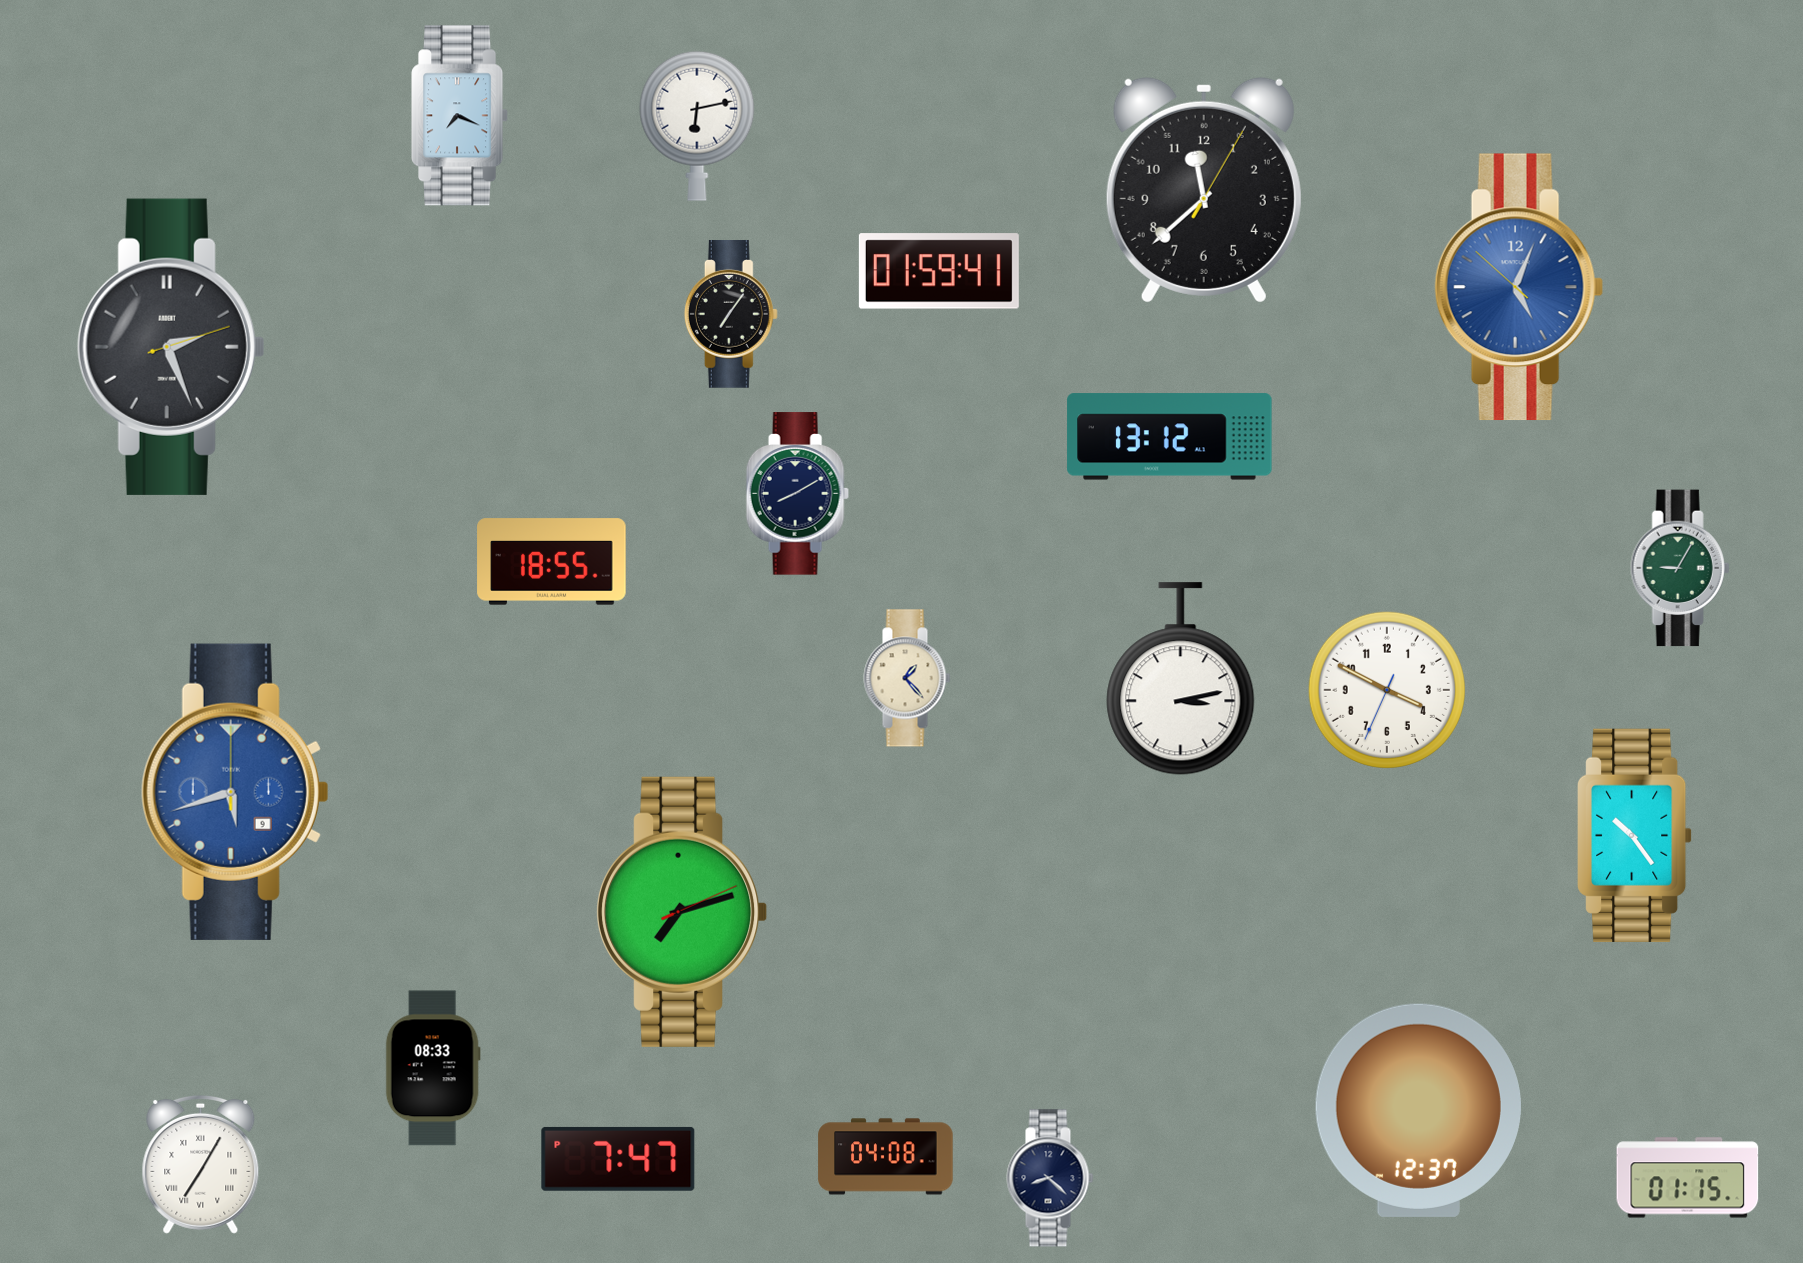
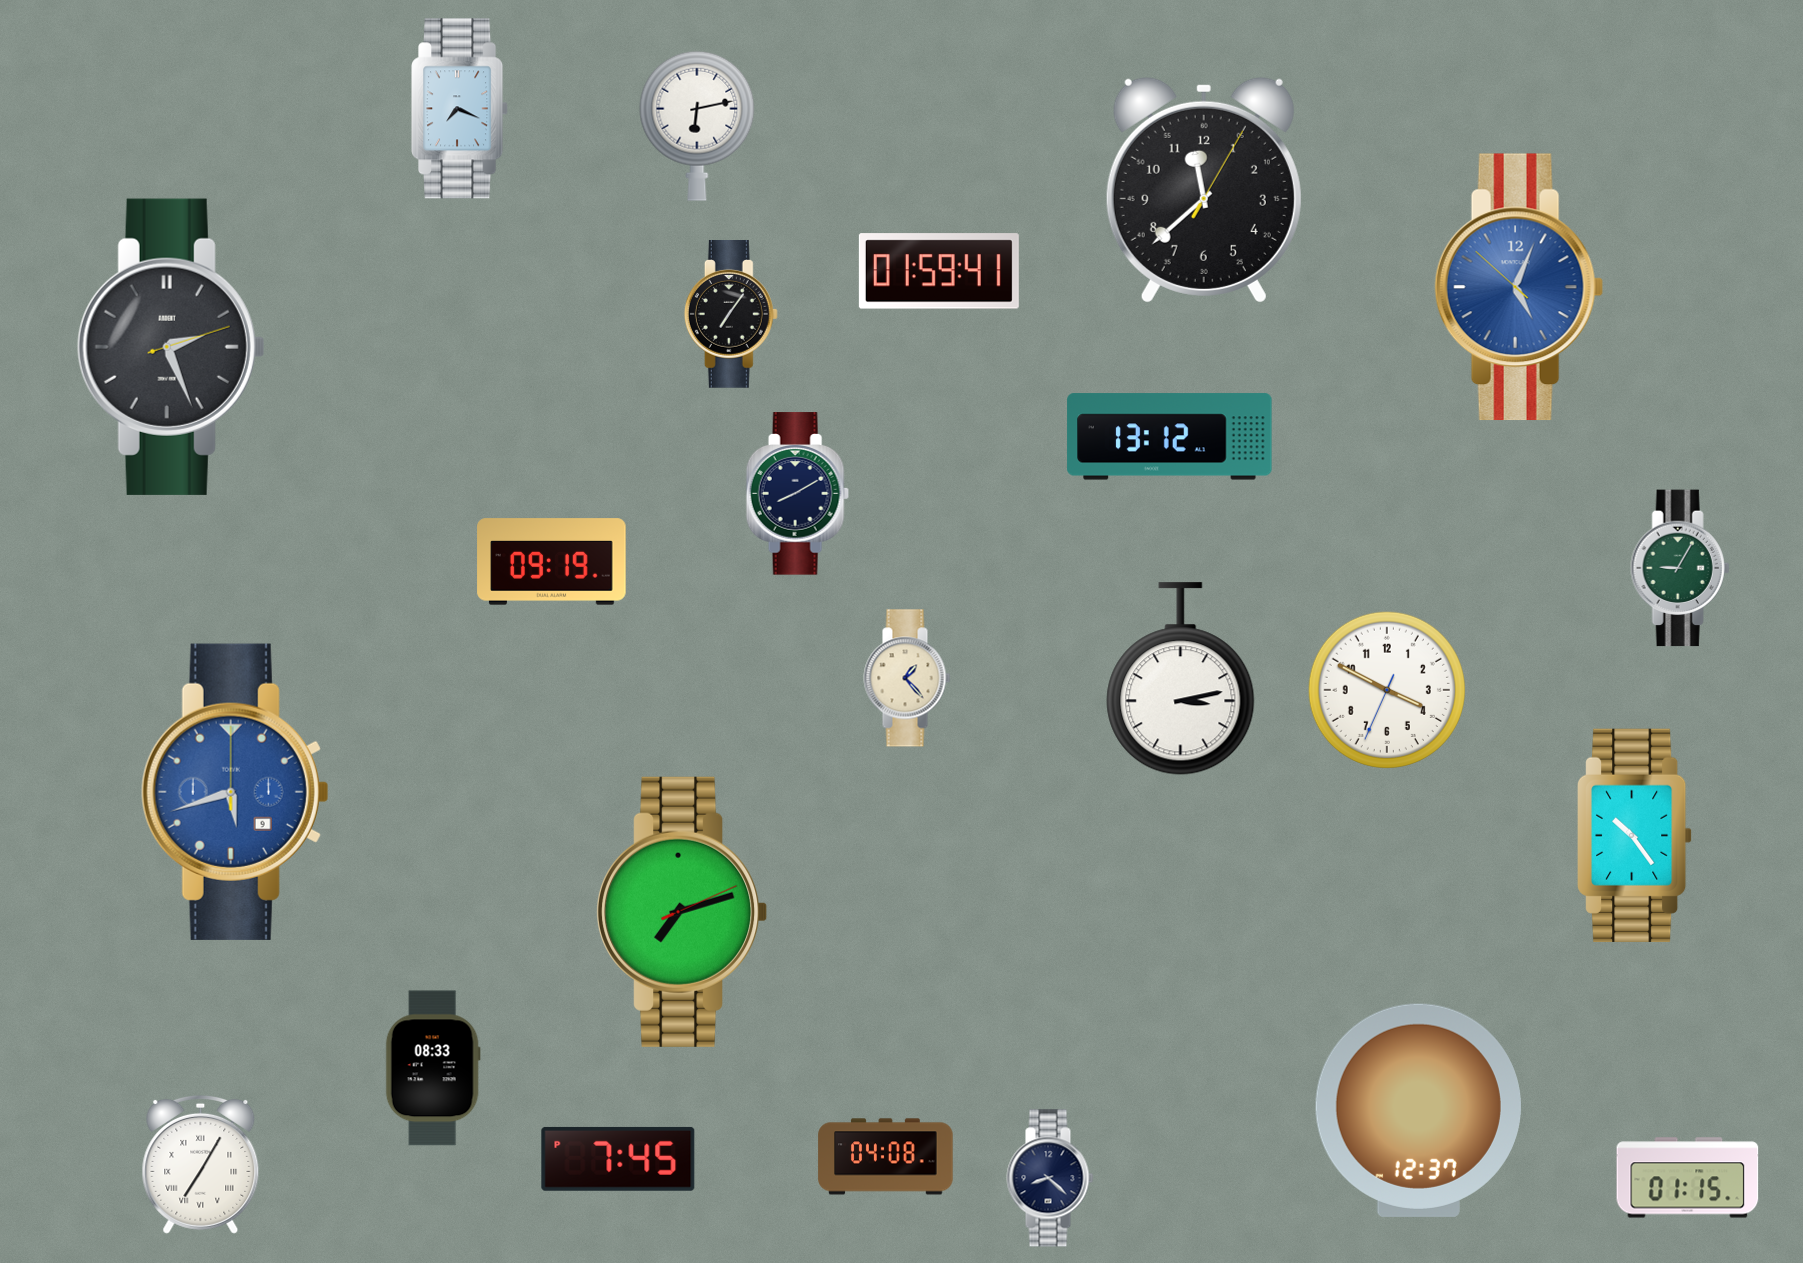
clock at (460, 116) position: (460, 116) -> (460, 109)
clock at (552, 562): 18:55 -> 09:19
clock at (618, 1159): 7:47 -> 7:45
